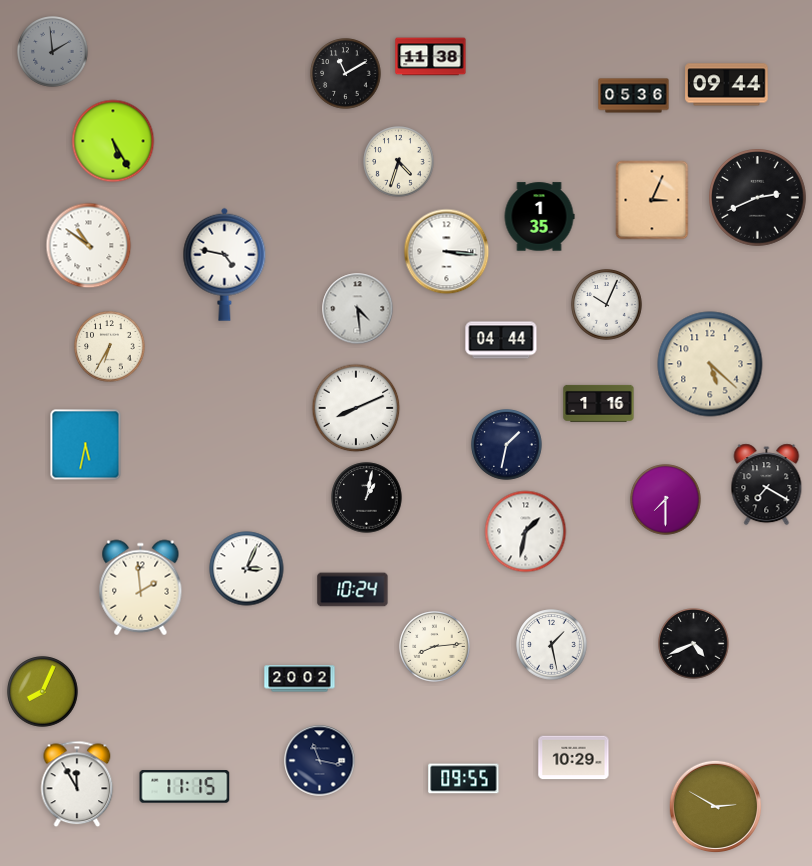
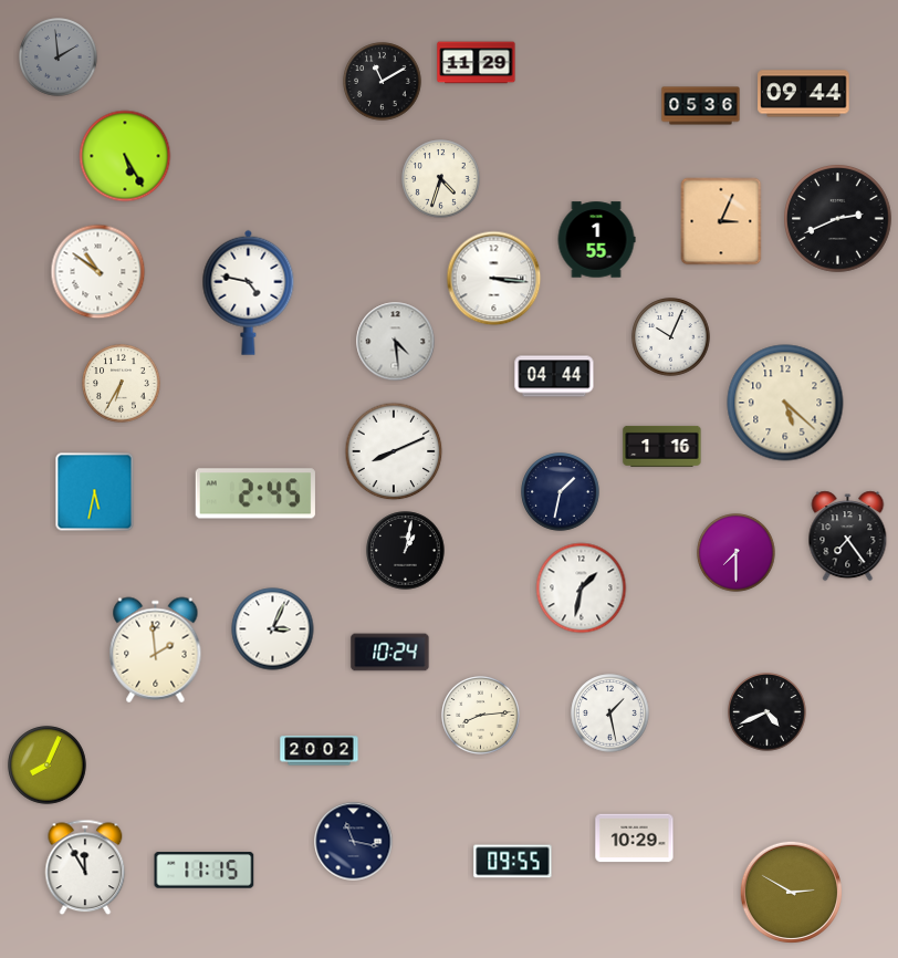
clock at (431, 57): 11:38 -> 11:29
clock at (539, 217): 1:35 -> 1:55
clock at (255, 493): none -> 2:45
clock at (767, 485): 7:20 -> 7:24
clock at (300, 679) position: (300, 679) -> (320, 751)
